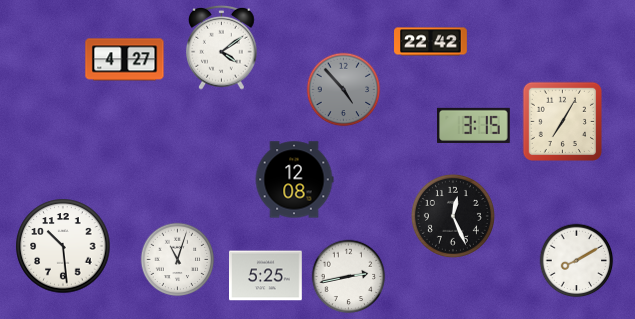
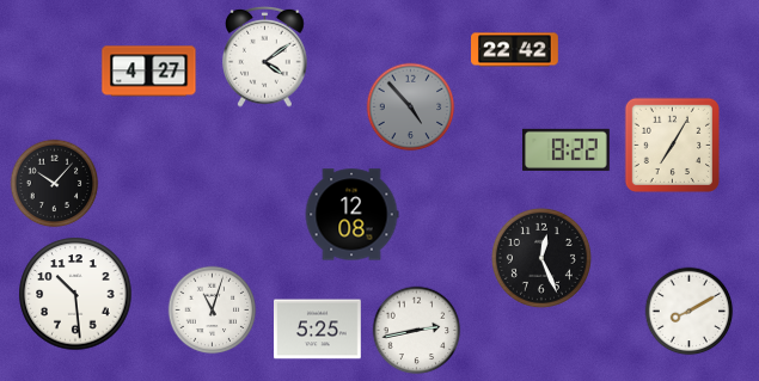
clock at (474, 125): 3:15 -> 8:22
clock at (55, 184): none -> 10:07
